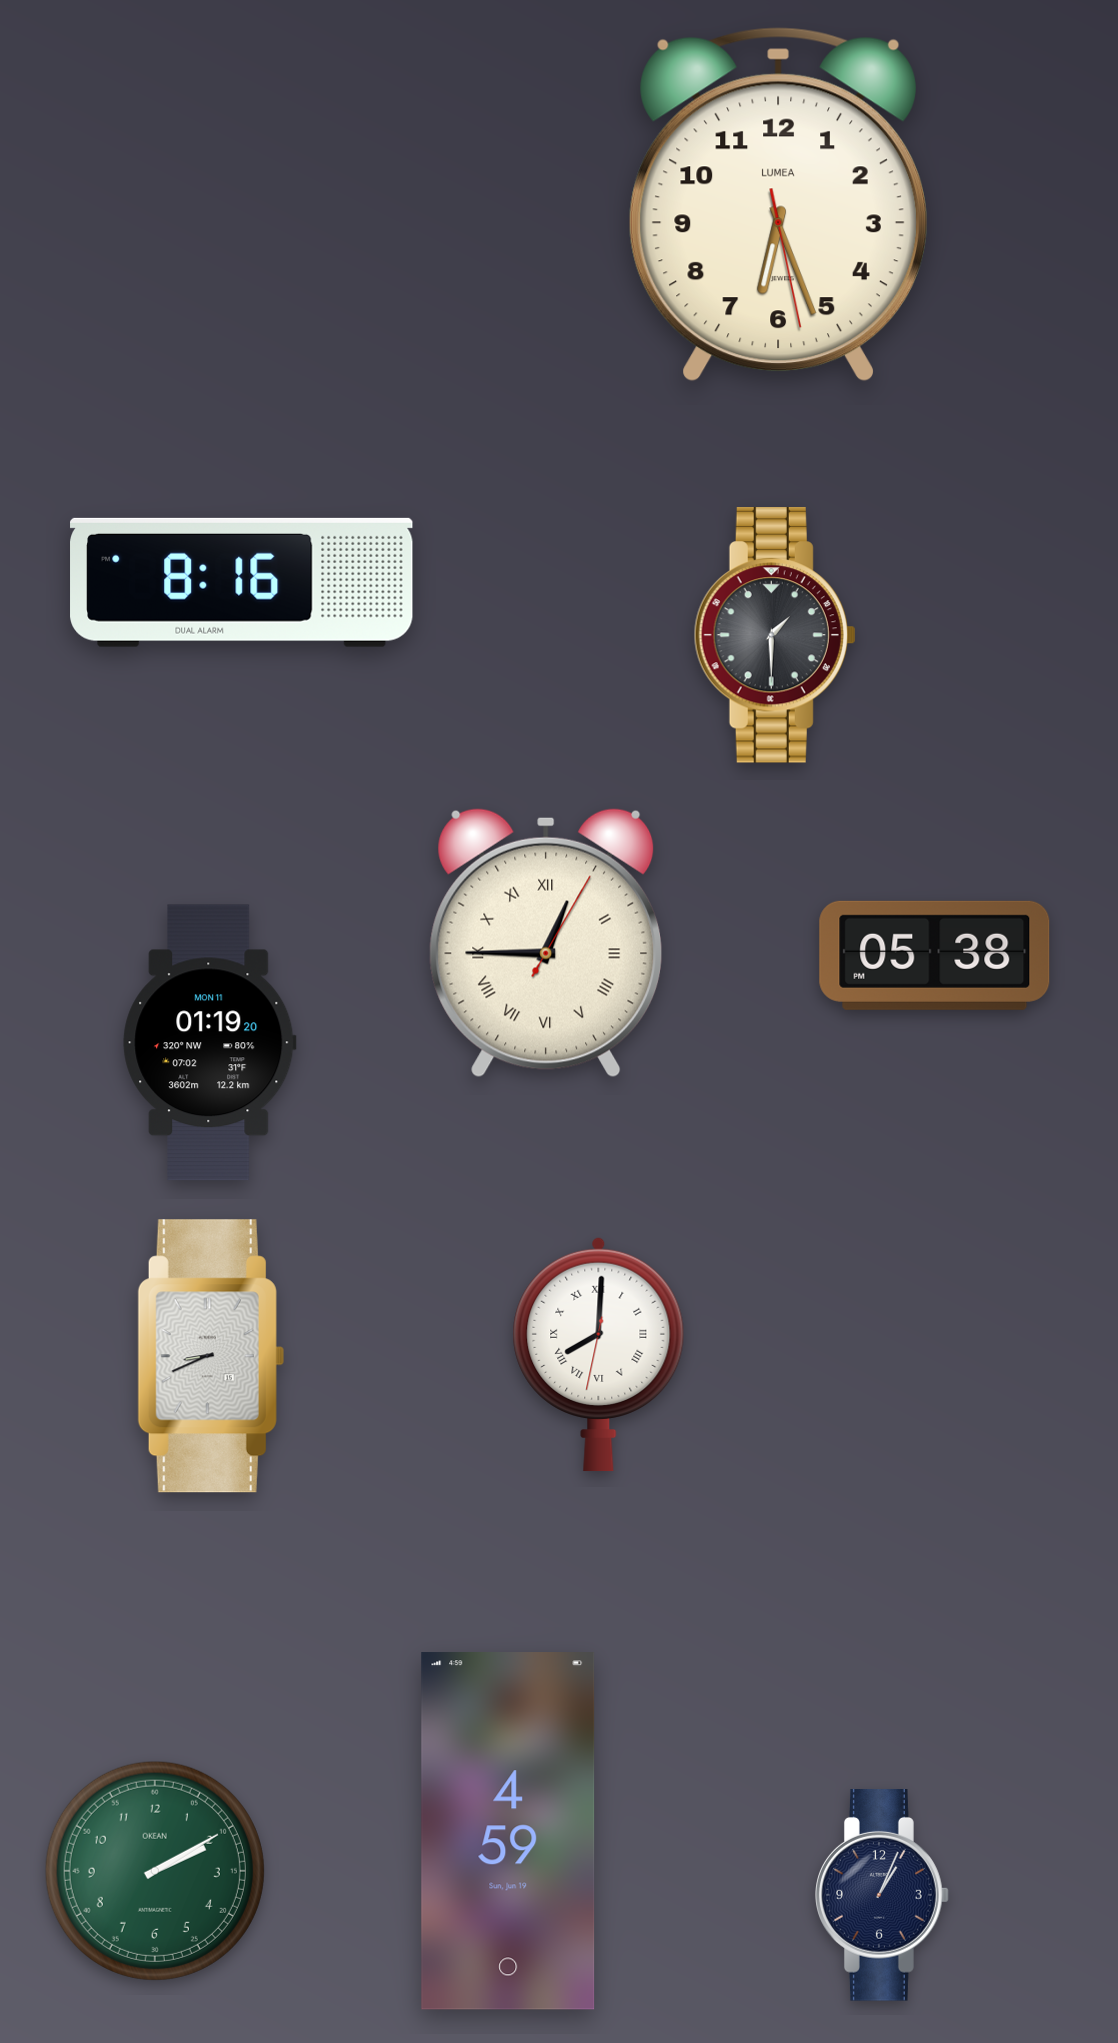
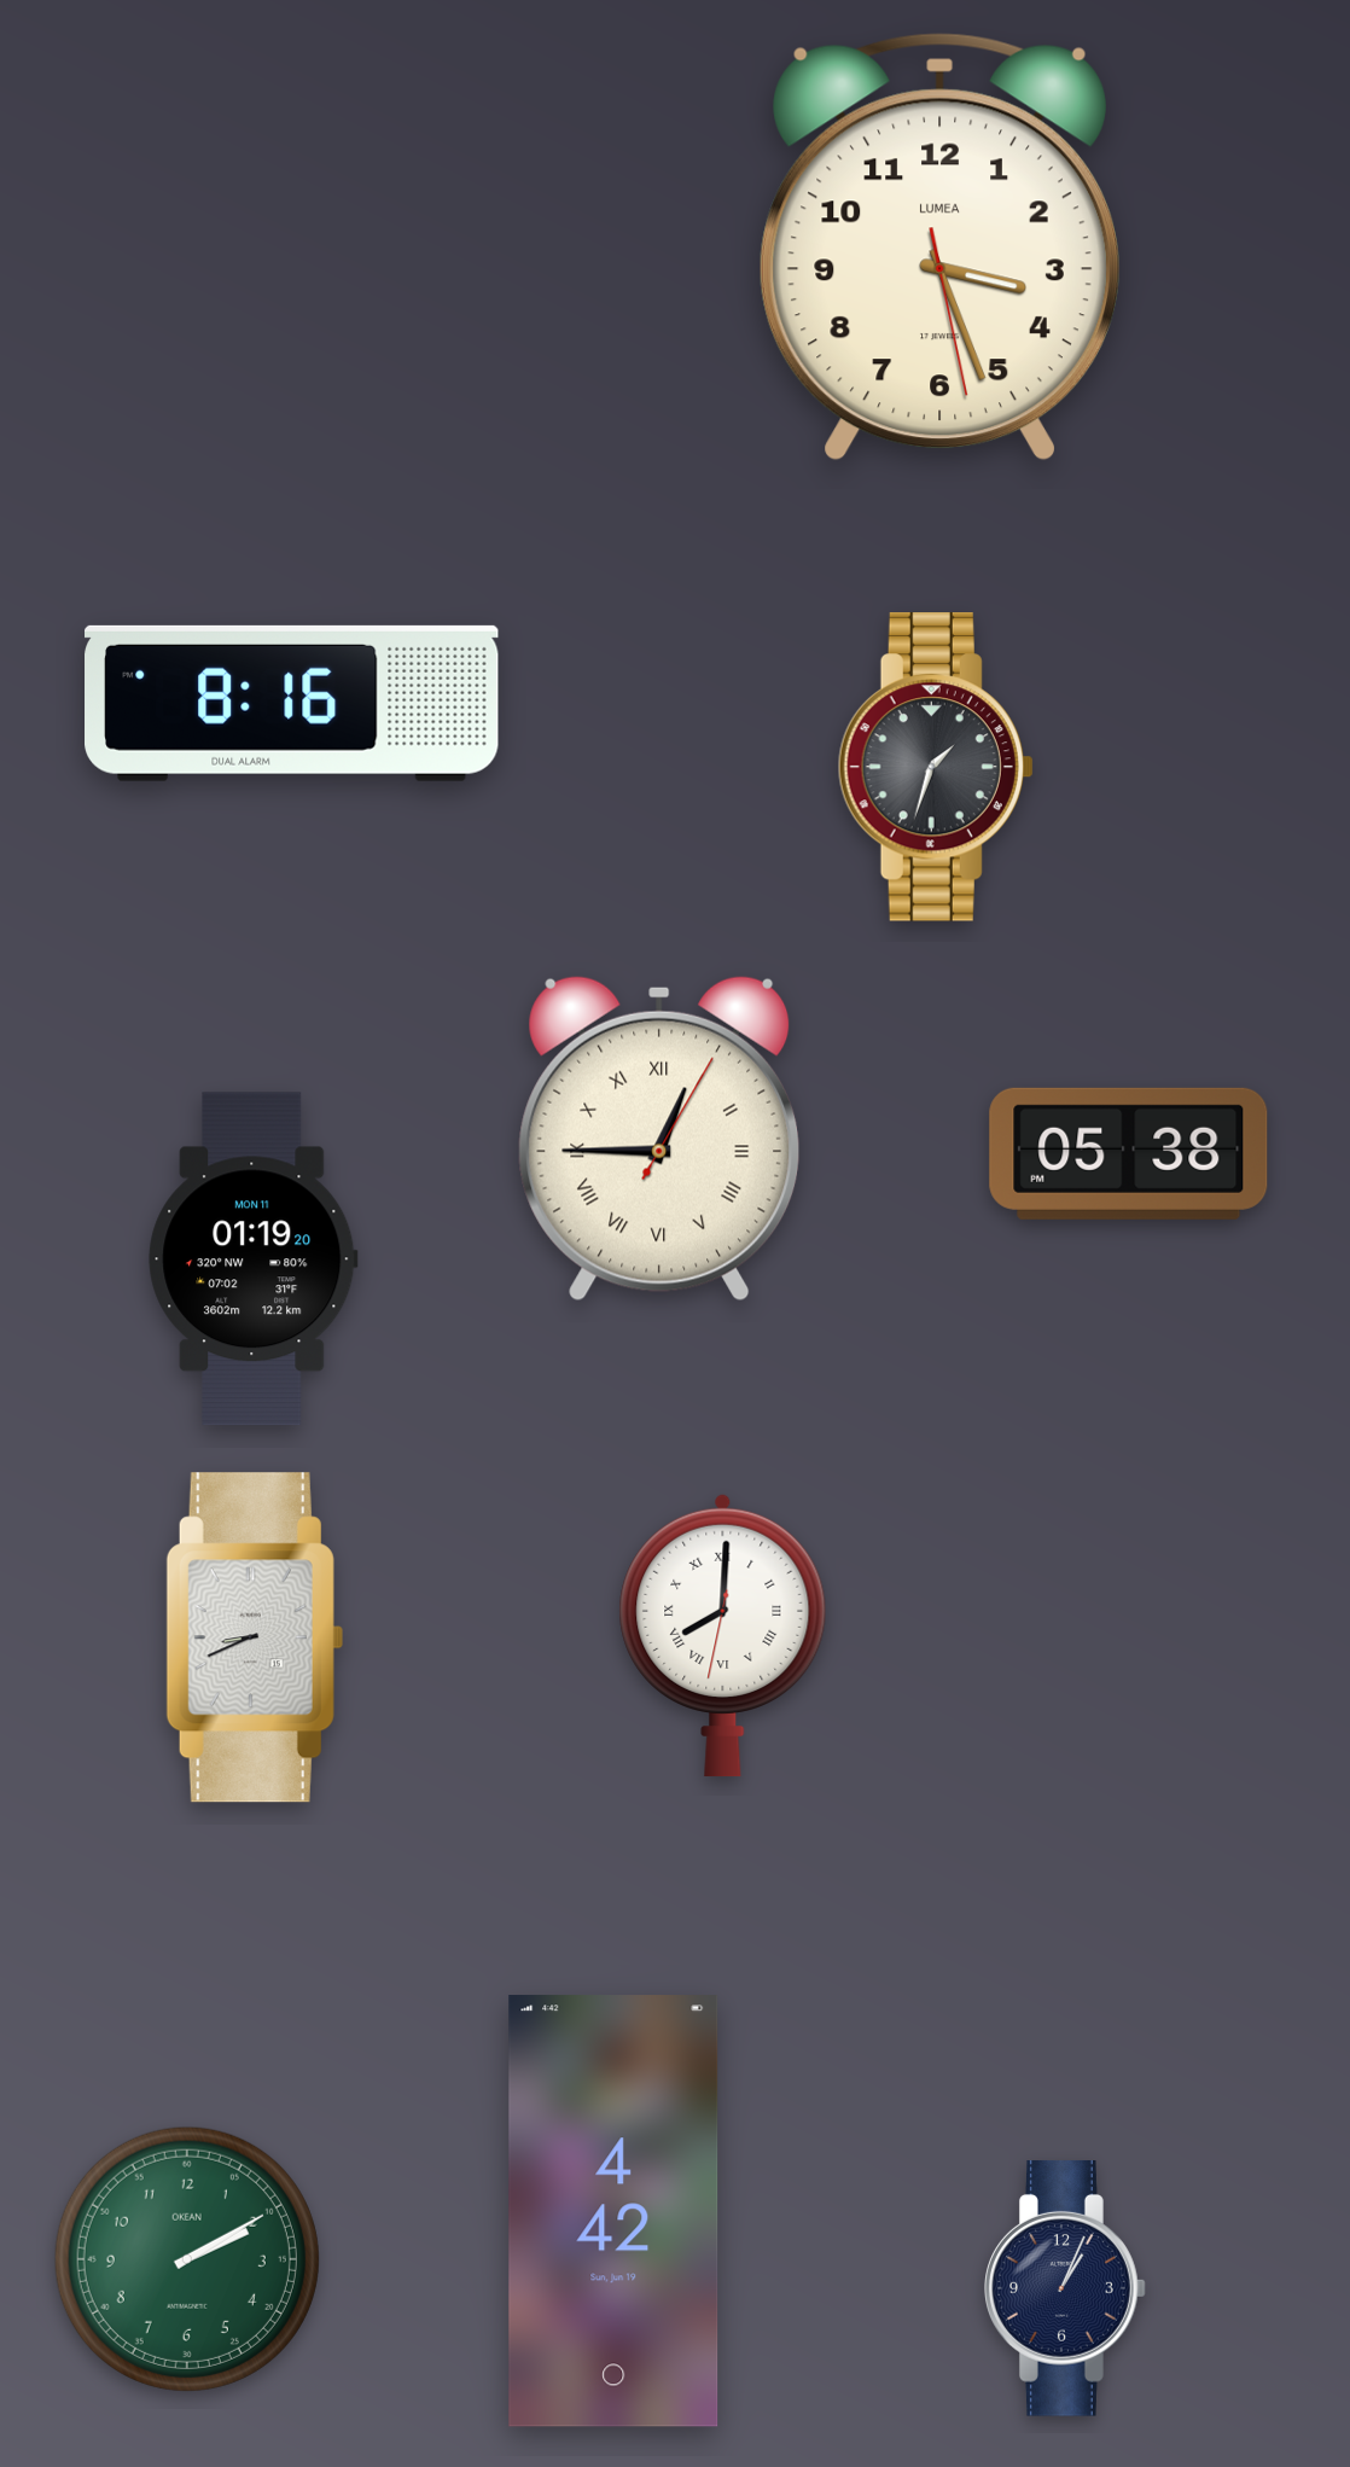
clock at (778, 205): 6:26 -> 3:26
clock at (775, 636): 1:30 -> 1:33
clock at (508, 1831): 4:59 -> 4:42
